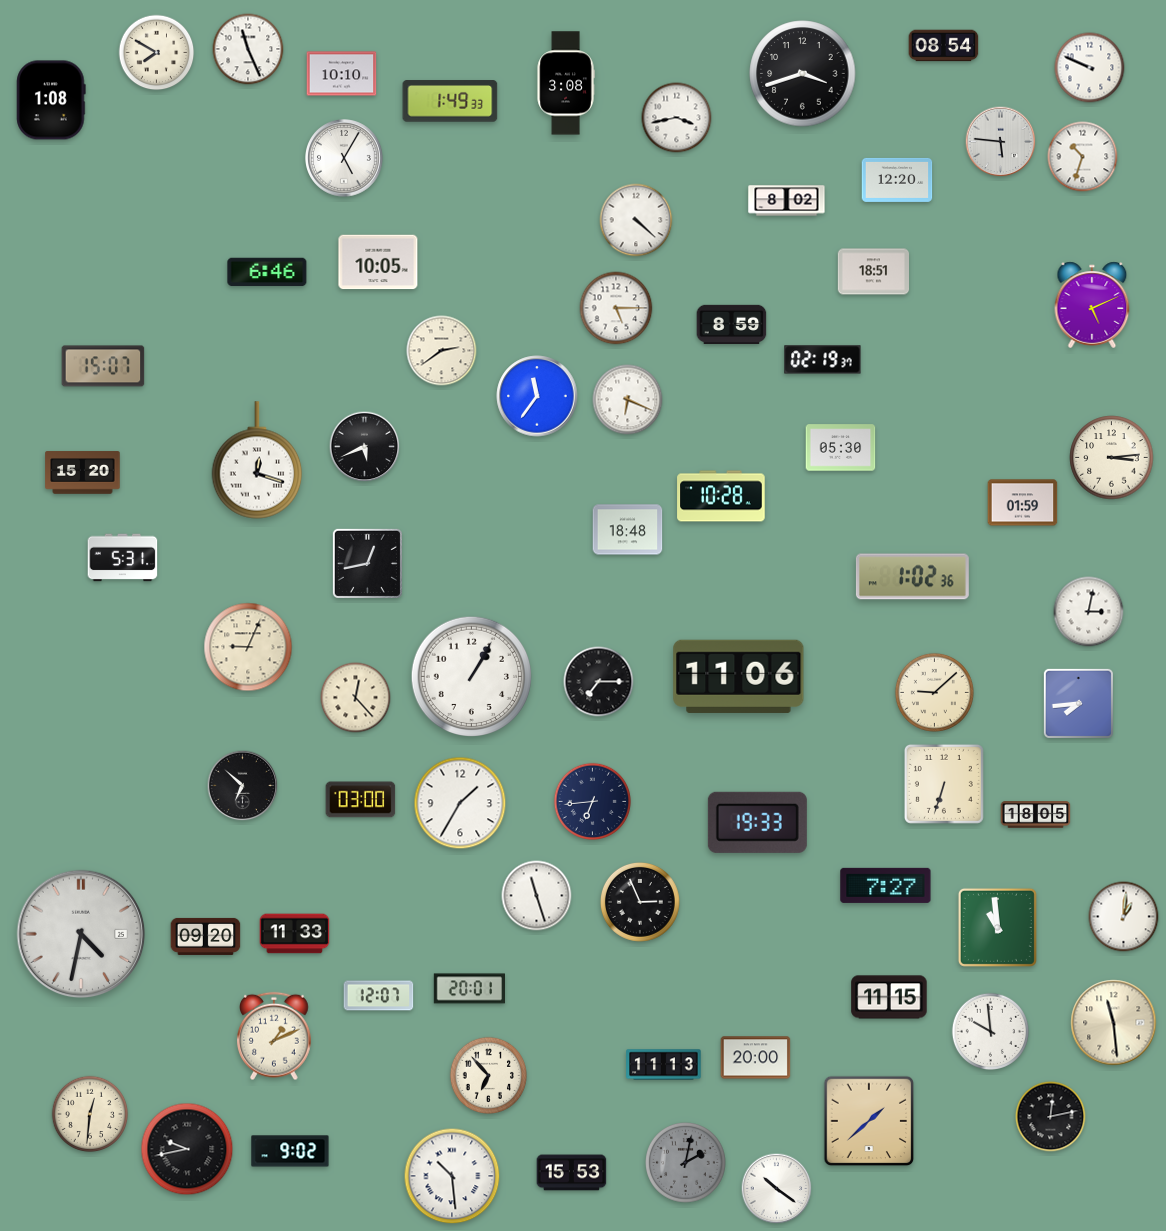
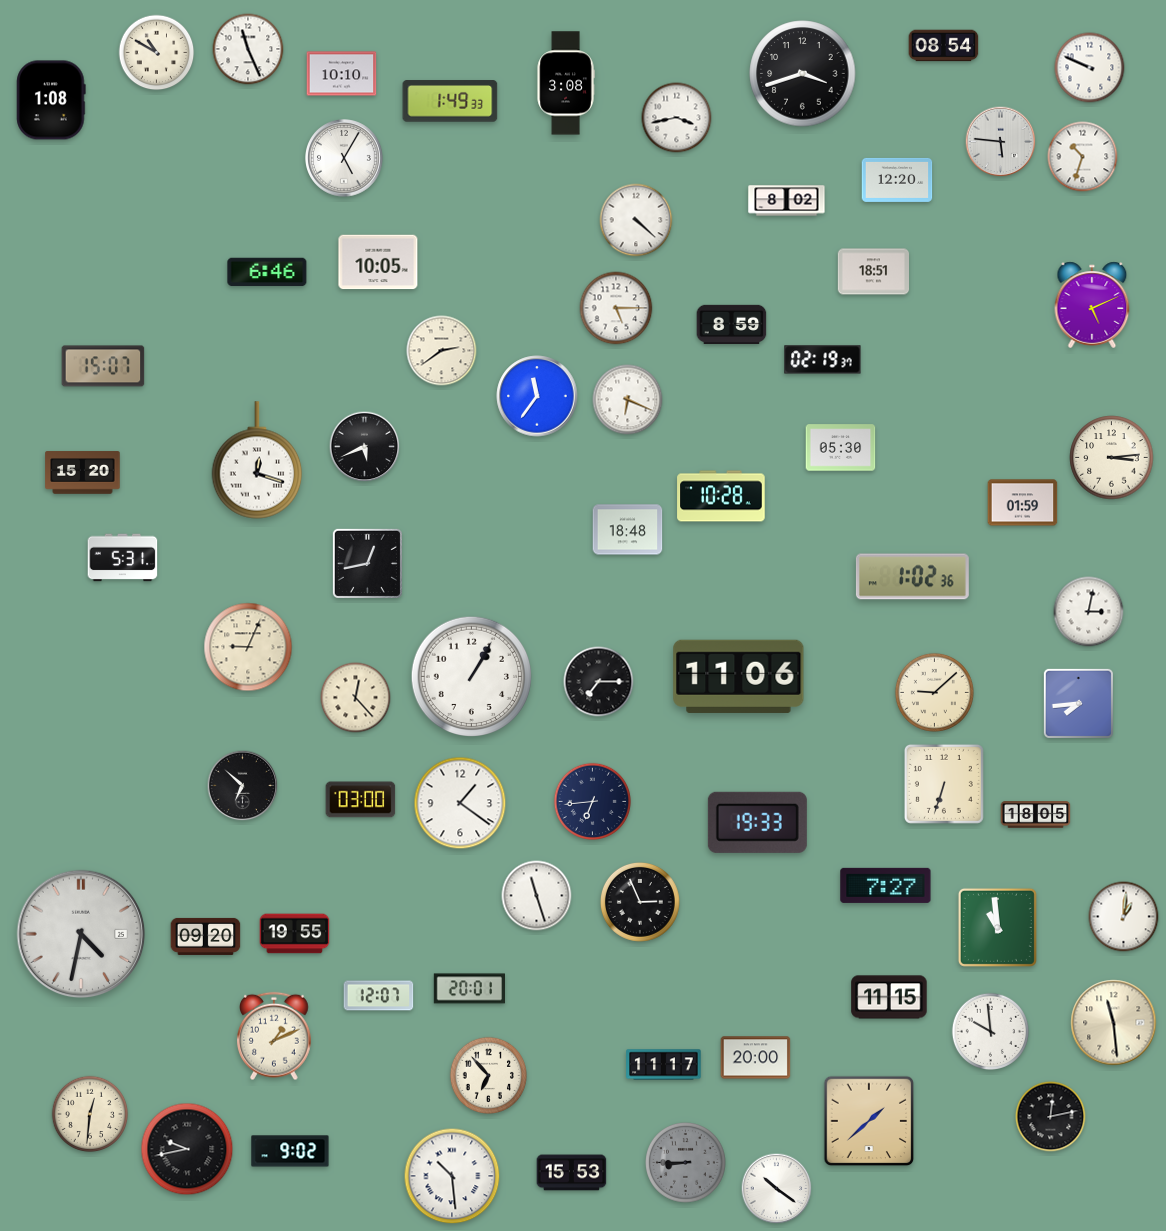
clock at (157, 53): 7:50 -> 10:50
clock at (460, 803): 1:35 -> 1:21
clock at (295, 934): 11:33 -> 19:55
clock at (664, 1065): 11:13 -> 11:17
clock at (686, 1163): 2:02 -> 8:45
